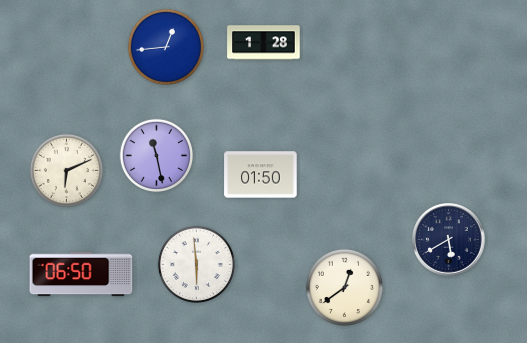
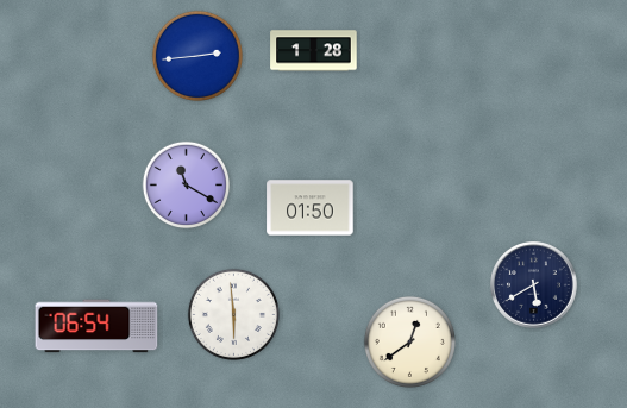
clock at (166, 47): 12:44 -> 2:44
clock at (157, 156): 11:28 -> 11:20
clock at (67, 171): 6:11 -> none
clock at (81, 274): 06:50 -> 06:54
